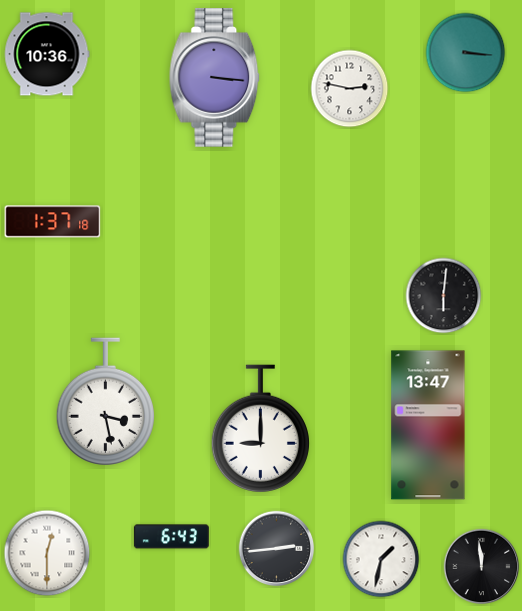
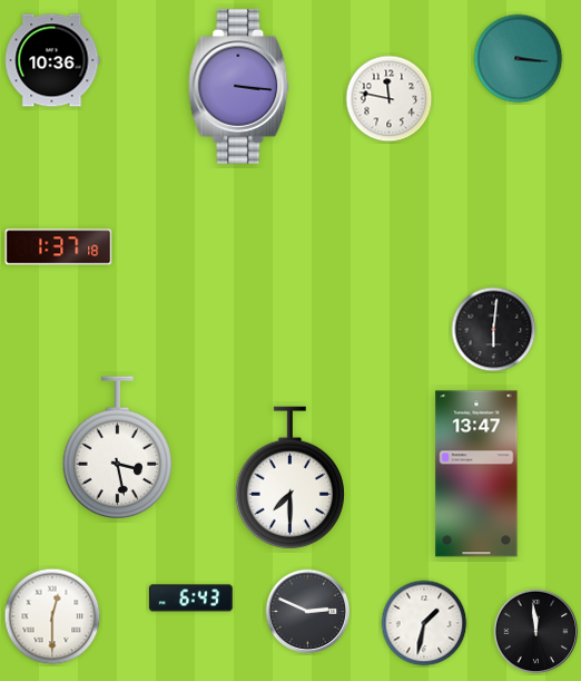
clock at (350, 89): 2:47 -> 11:47
clock at (260, 429): 9:00 -> 7:30
clock at (277, 549): 2:44 -> 2:49
